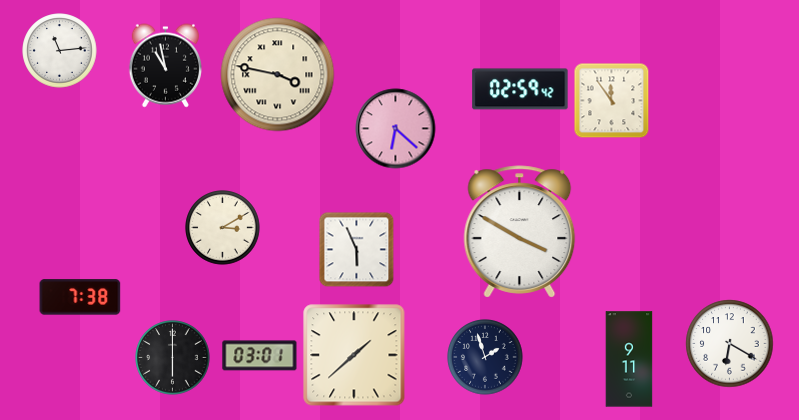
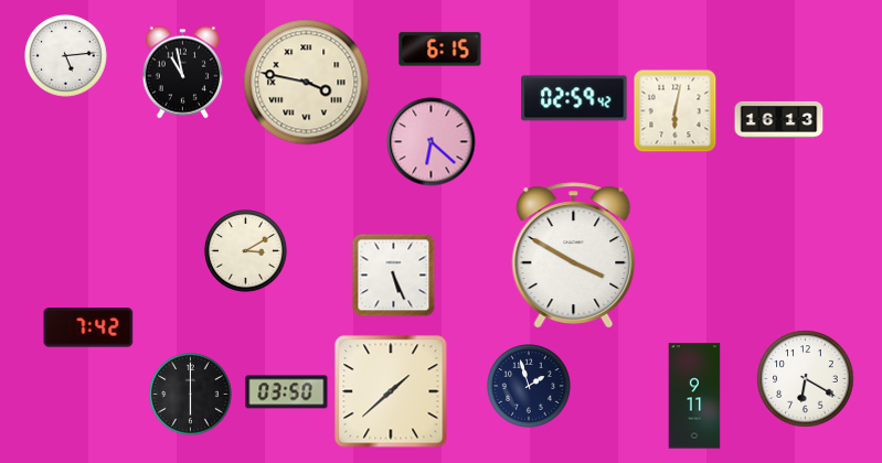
clock at (440, 50): none -> 6:15
clock at (60, 51): 11:14 -> 5:14
clock at (612, 101): 11:54 -> 6:02
clock at (779, 119): none -> 16:13
clock at (396, 129) position: (396, 129) -> (432, 142)
clock at (357, 250): 5:56 -> 5:26
clock at (80, 297): 7:38 -> 7:42
clock at (260, 356): 03:01 -> 03:50
clock at (485, 357) position: (485, 357) -> (529, 386)
